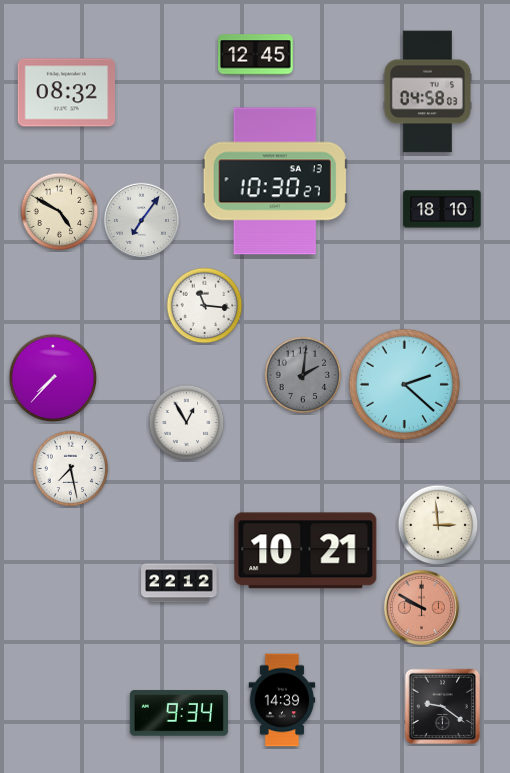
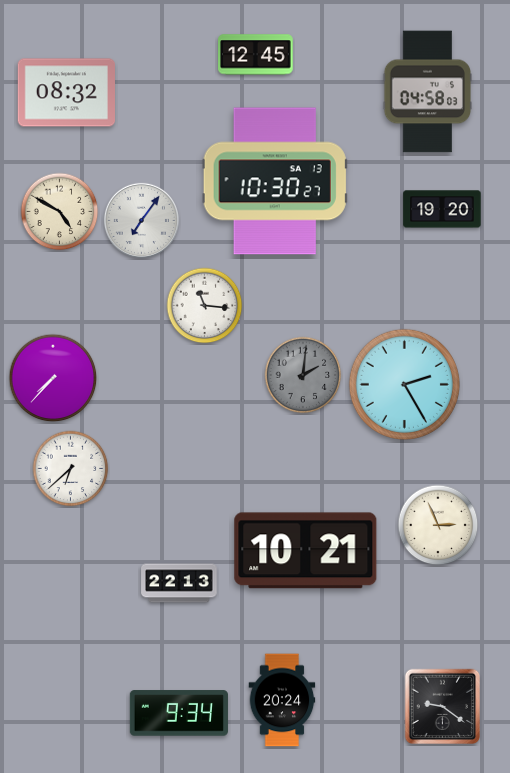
clock at (442, 209): 18:10 -> 19:20
clock at (404, 384): 2:22 -> 2:25
clock at (187, 423): 12:55 -> none
clock at (71, 469): 7:28 -> 6:38
clock at (438, 525): 2:59 -> 2:56
clock at (179, 583): 22:12 -> 22:13
clock at (421, 607): 9:50 -> none
clock at (282, 700): 14:39 -> 20:24
